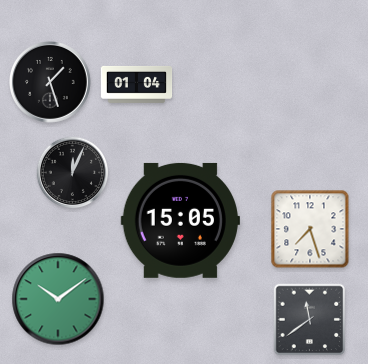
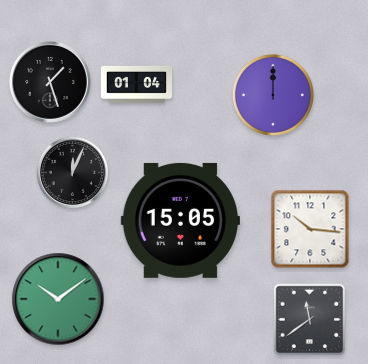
clock at (273, 95): none -> 12:00
clock at (310, 229): 7:27 -> 10:16
